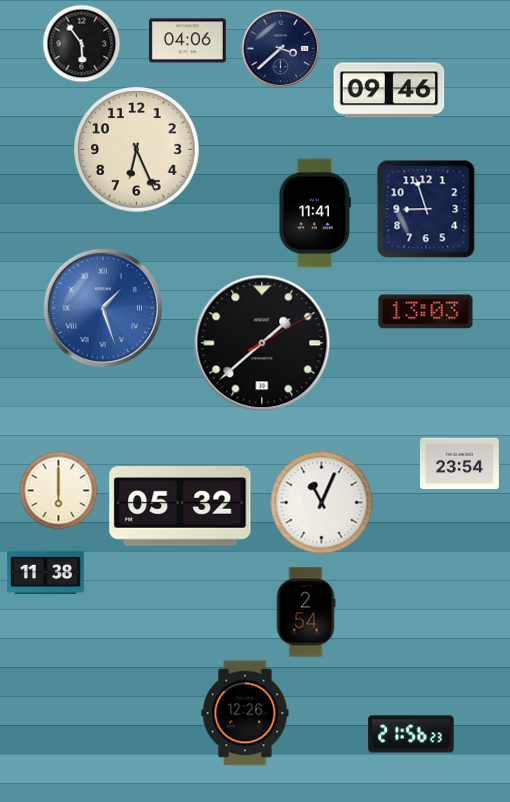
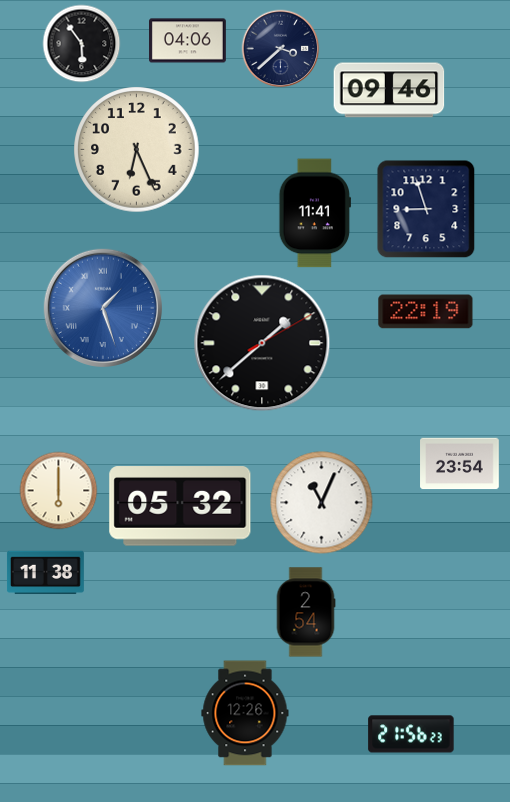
clock at (426, 312): 13:03 -> 22:19
